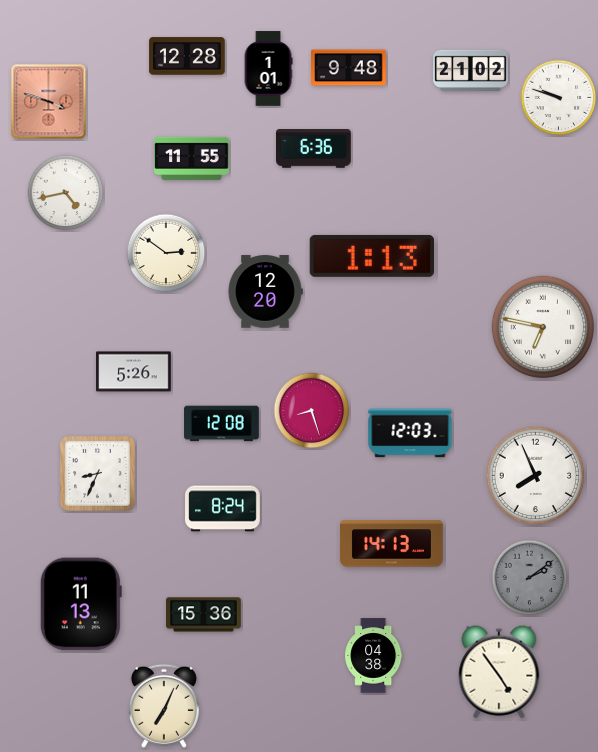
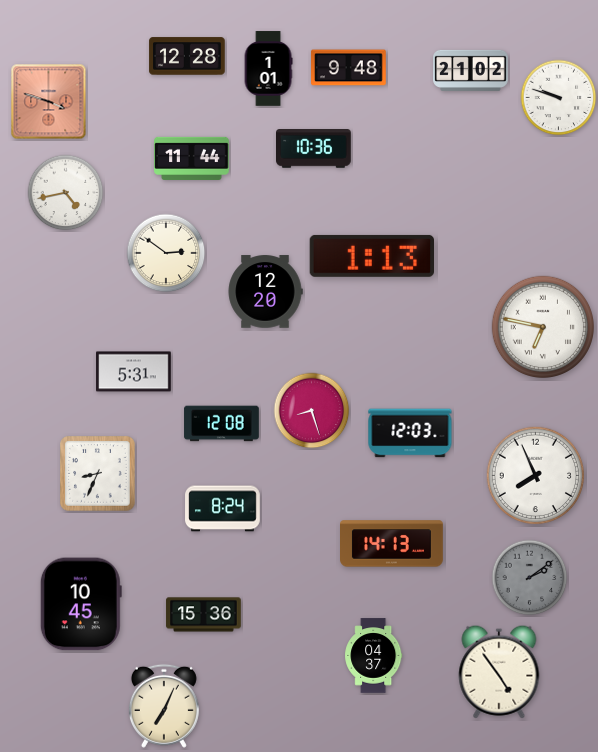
clock at (314, 149): 6:36 -> 10:36
clock at (192, 158): 11:55 -> 11:44
clock at (134, 372): 5:26 -> 5:31
clock at (81, 604): 11:13 -> 10:45
clock at (374, 656): 04:38 -> 04:37
